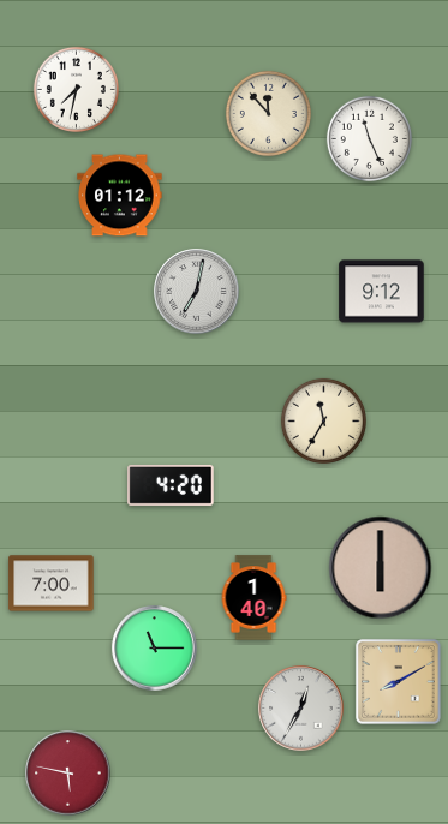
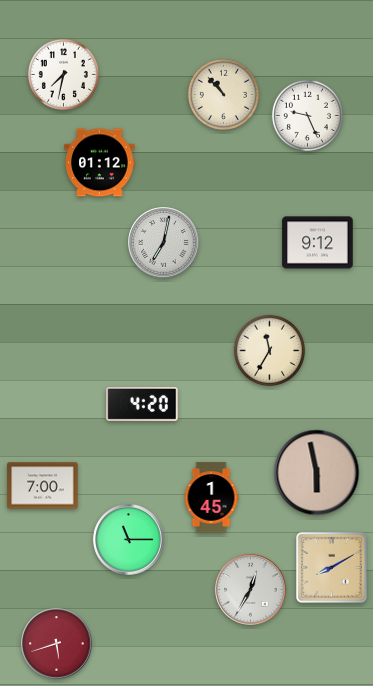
clock at (268, 113): 11:53 -> 10:53
clock at (369, 138): 11:26 -> 9:26
clock at (381, 568): 6:00 -> 5:58
clock at (253, 598): 1:40 -> 1:45
clock at (68, 774): 5:47 -> 5:42
